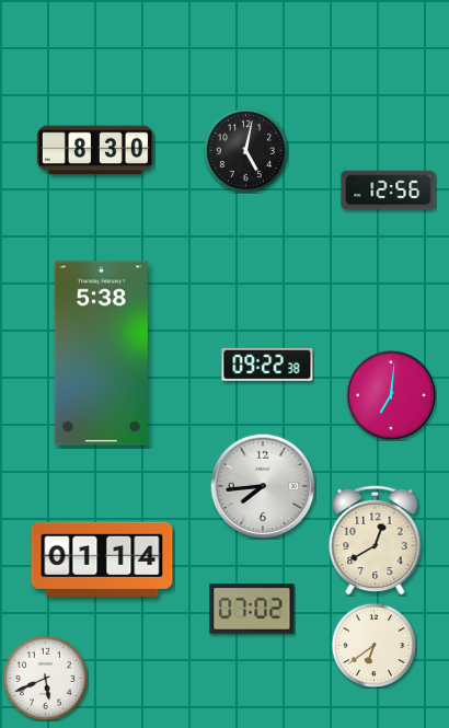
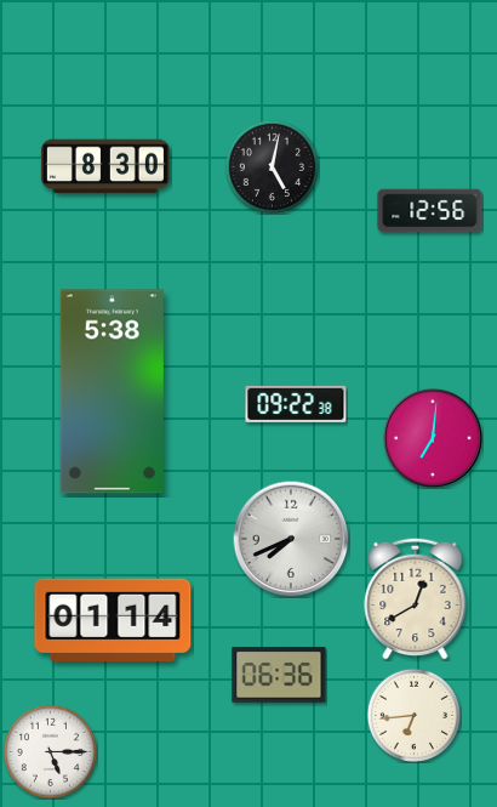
clock at (263, 486): 7:44 -> 7:41
clock at (252, 610): 07:02 -> 06:36
clock at (373, 645): 6:39 -> 6:44
clock at (45, 678): 5:41 -> 5:15
